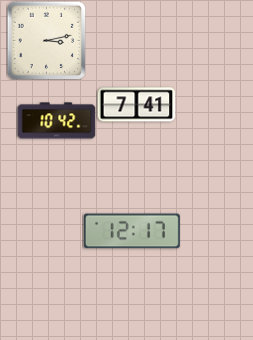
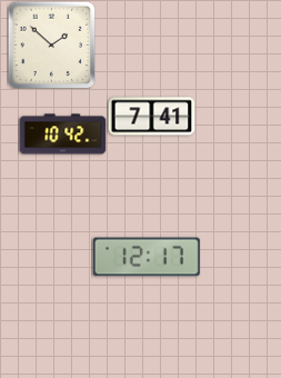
clock at (46, 40): 3:13 -> 1:52
